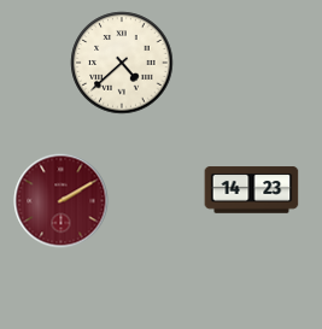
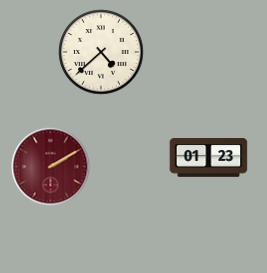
clock at (251, 190): 14:23 -> 01:23
